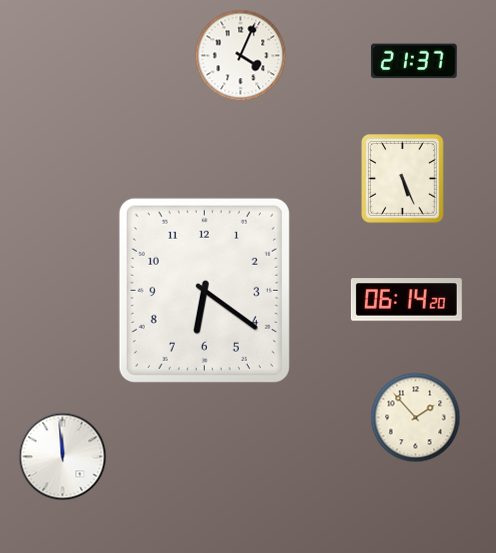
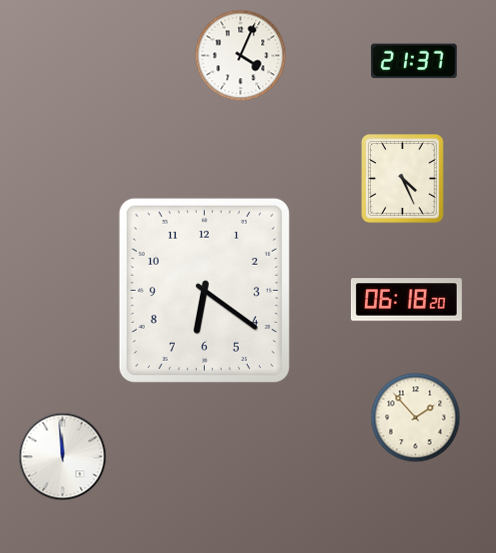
clock at (403, 179): 5:26 -> 4:26
clock at (406, 300): 06:14 -> 06:18
